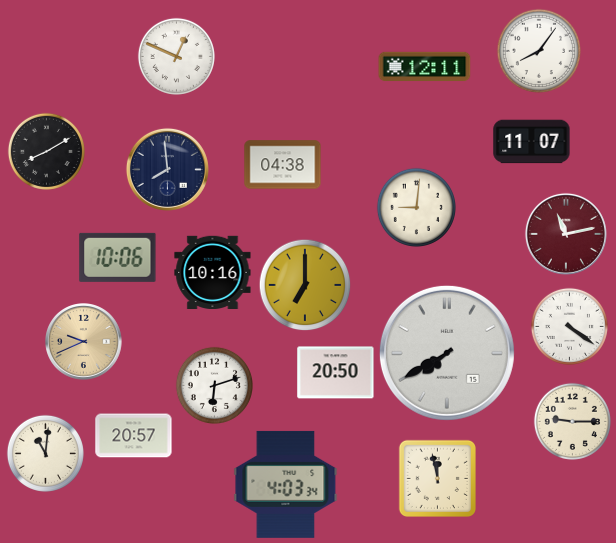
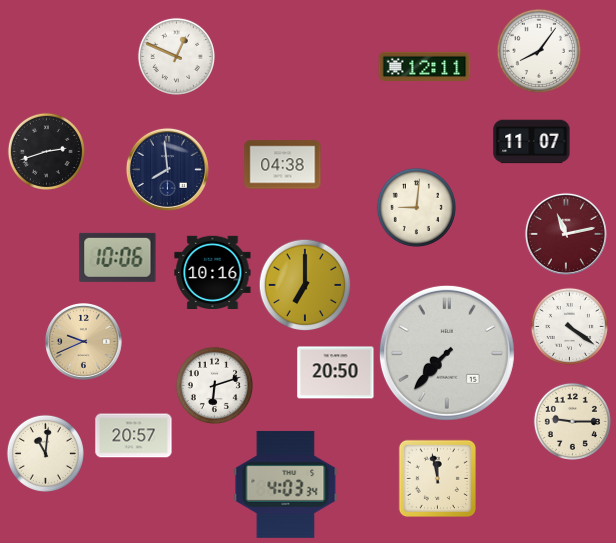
clock at (46, 151): 8:10 -> 2:42
clock at (447, 353): 7:40 -> 7:37
